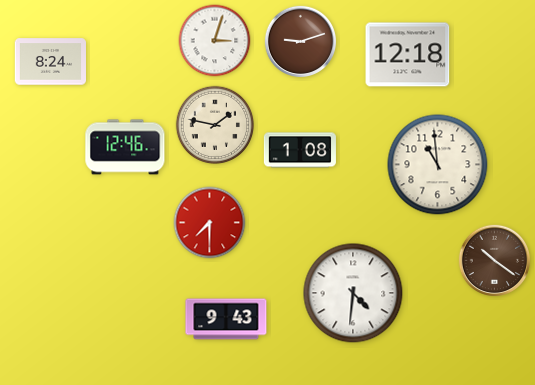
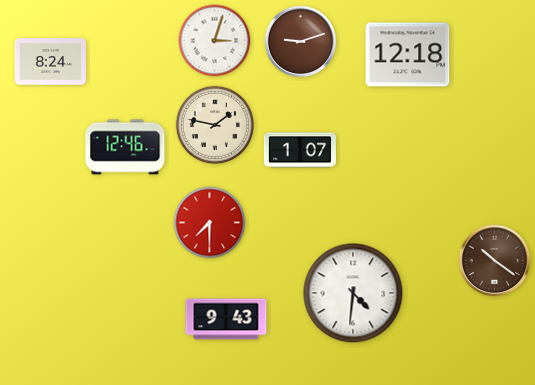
clock at (300, 150): 1:08 -> 1:07
clock at (438, 165): 10:59 -> none
